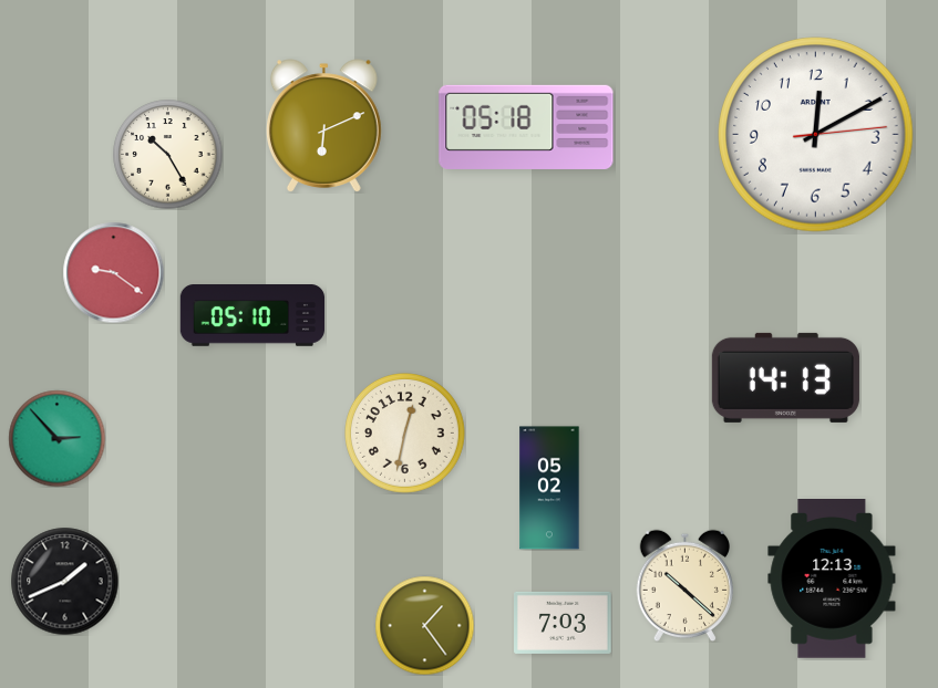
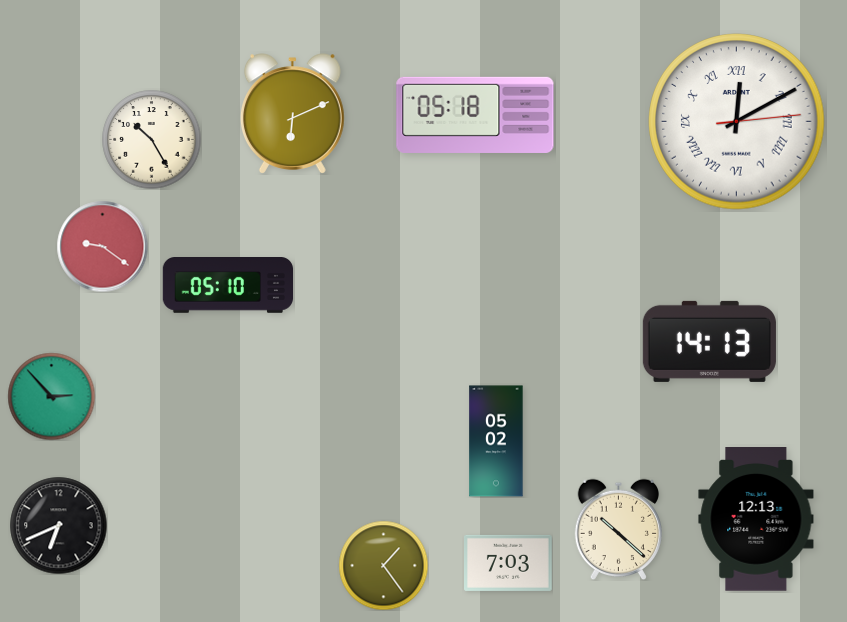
clock at (816, 135) numerals: Arabic -> Roman
clock at (405, 434): 12:32 -> none
clock at (832, 580) position: (832, 580) -> (756, 520)
clock at (64, 581): 1:41 -> 6:41
